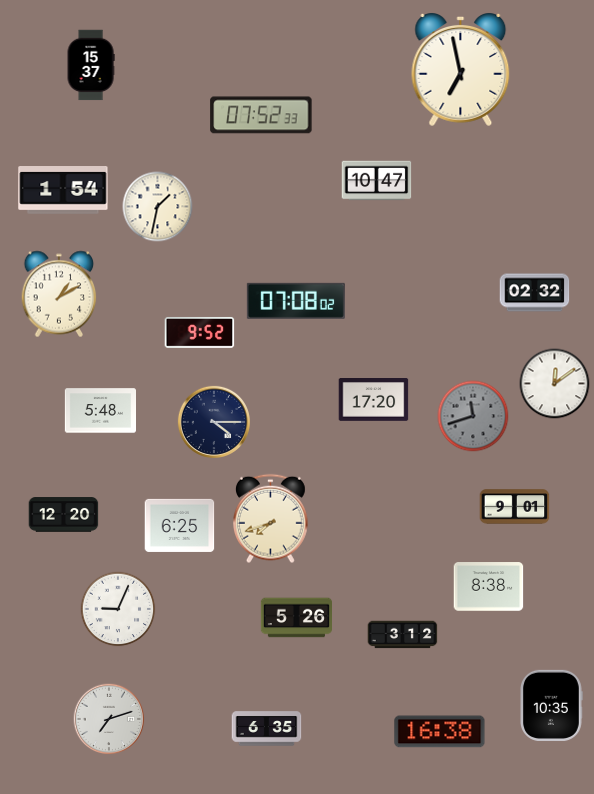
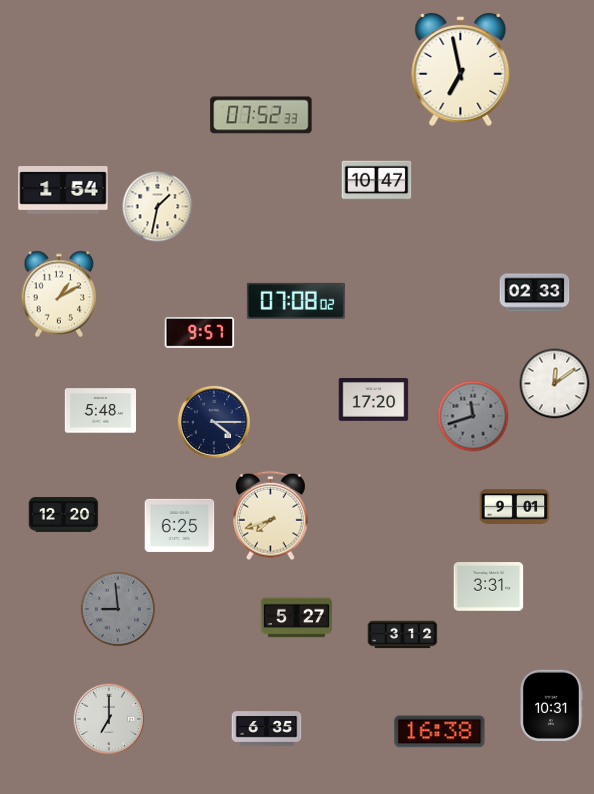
clock at (91, 65): 15:37 -> none
clock at (535, 293): 02:32 -> 02:33
clock at (200, 332): 9:52 -> 9:57
clock at (271, 519) position: (271, 519) -> (271, 516)
clock at (489, 587): 8:38 -> 3:31
clock at (118, 609): 9:04 -> 8:59
clock at (118, 609) dial: white -> grey
clock at (296, 618): 5:26 -> 5:27
clock at (551, 705): 10:35 -> 10:31
clock at (109, 719): 7:12 -> 7:00
